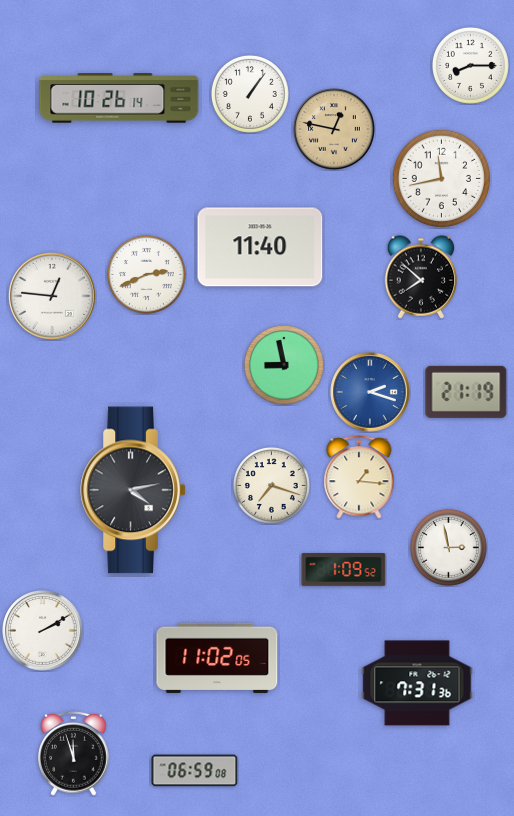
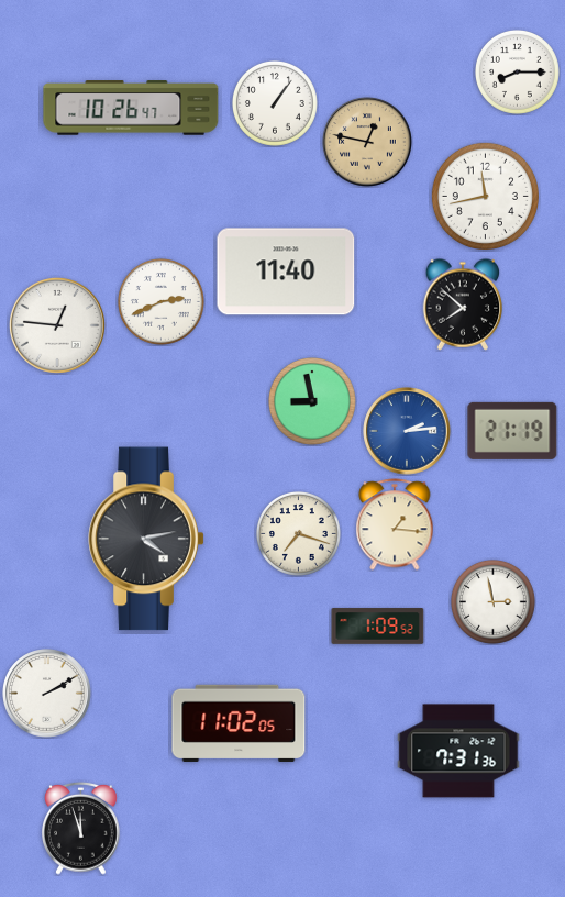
clock at (119, 98): 10:26:14 -> 10:26:47
clock at (370, 392): 2:18 -> 2:14
clock at (195, 771): 06:59 -> none
